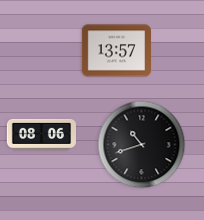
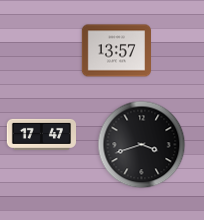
clock at (41, 134): 08:06 -> 17:47
clock at (142, 145): 10:42 -> 3:42
